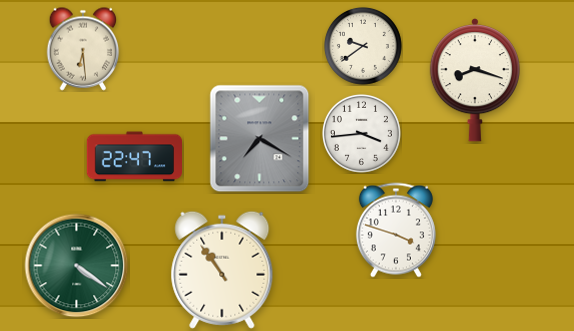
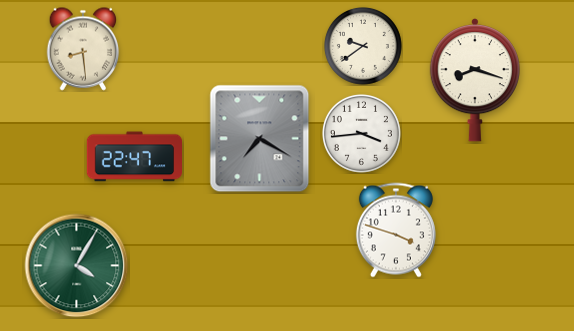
clock at (83, 49): 6:29 -> 8:29
clock at (77, 266): 4:21 -> 4:05
clock at (222, 270): 10:54 -> none
